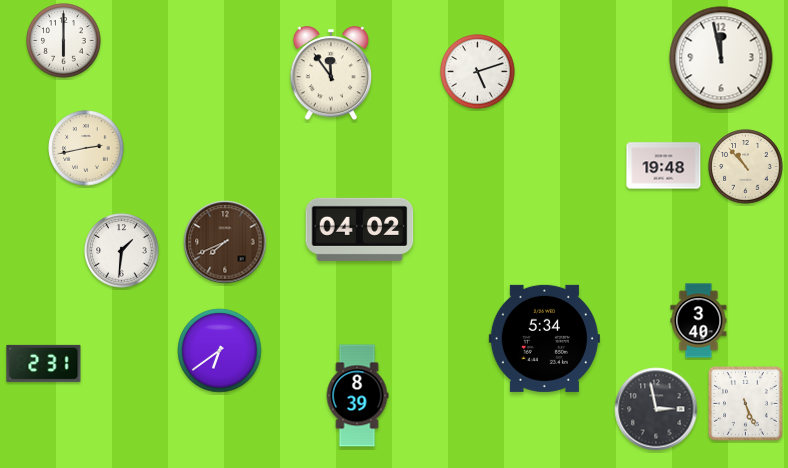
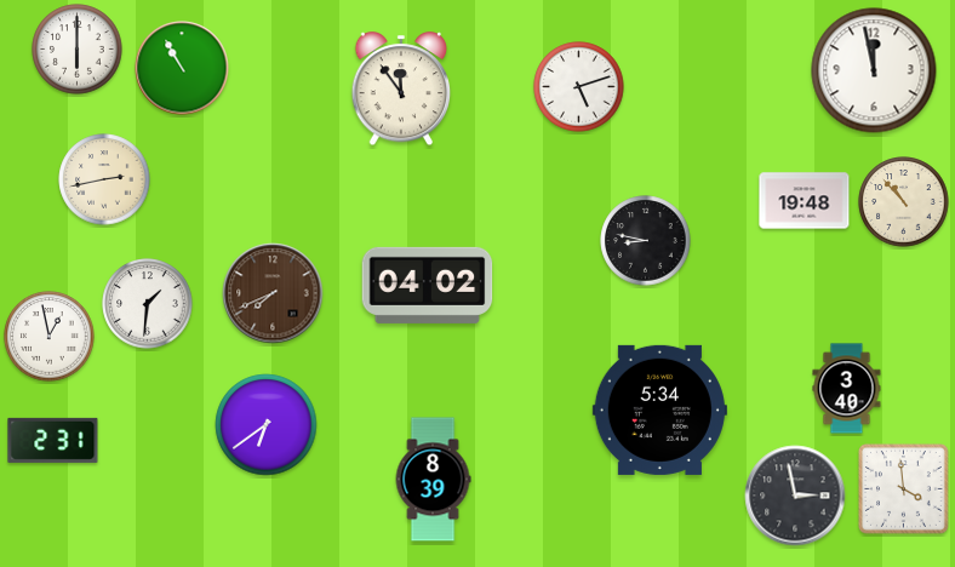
clock at (182, 68): none -> 10:55
clock at (646, 241): none -> 8:47
clock at (360, 229) position: (360, 229) -> (428, 285)
clock at (50, 337): none -> 12:58
clock at (746, 404): 5:26 -> 3:59
